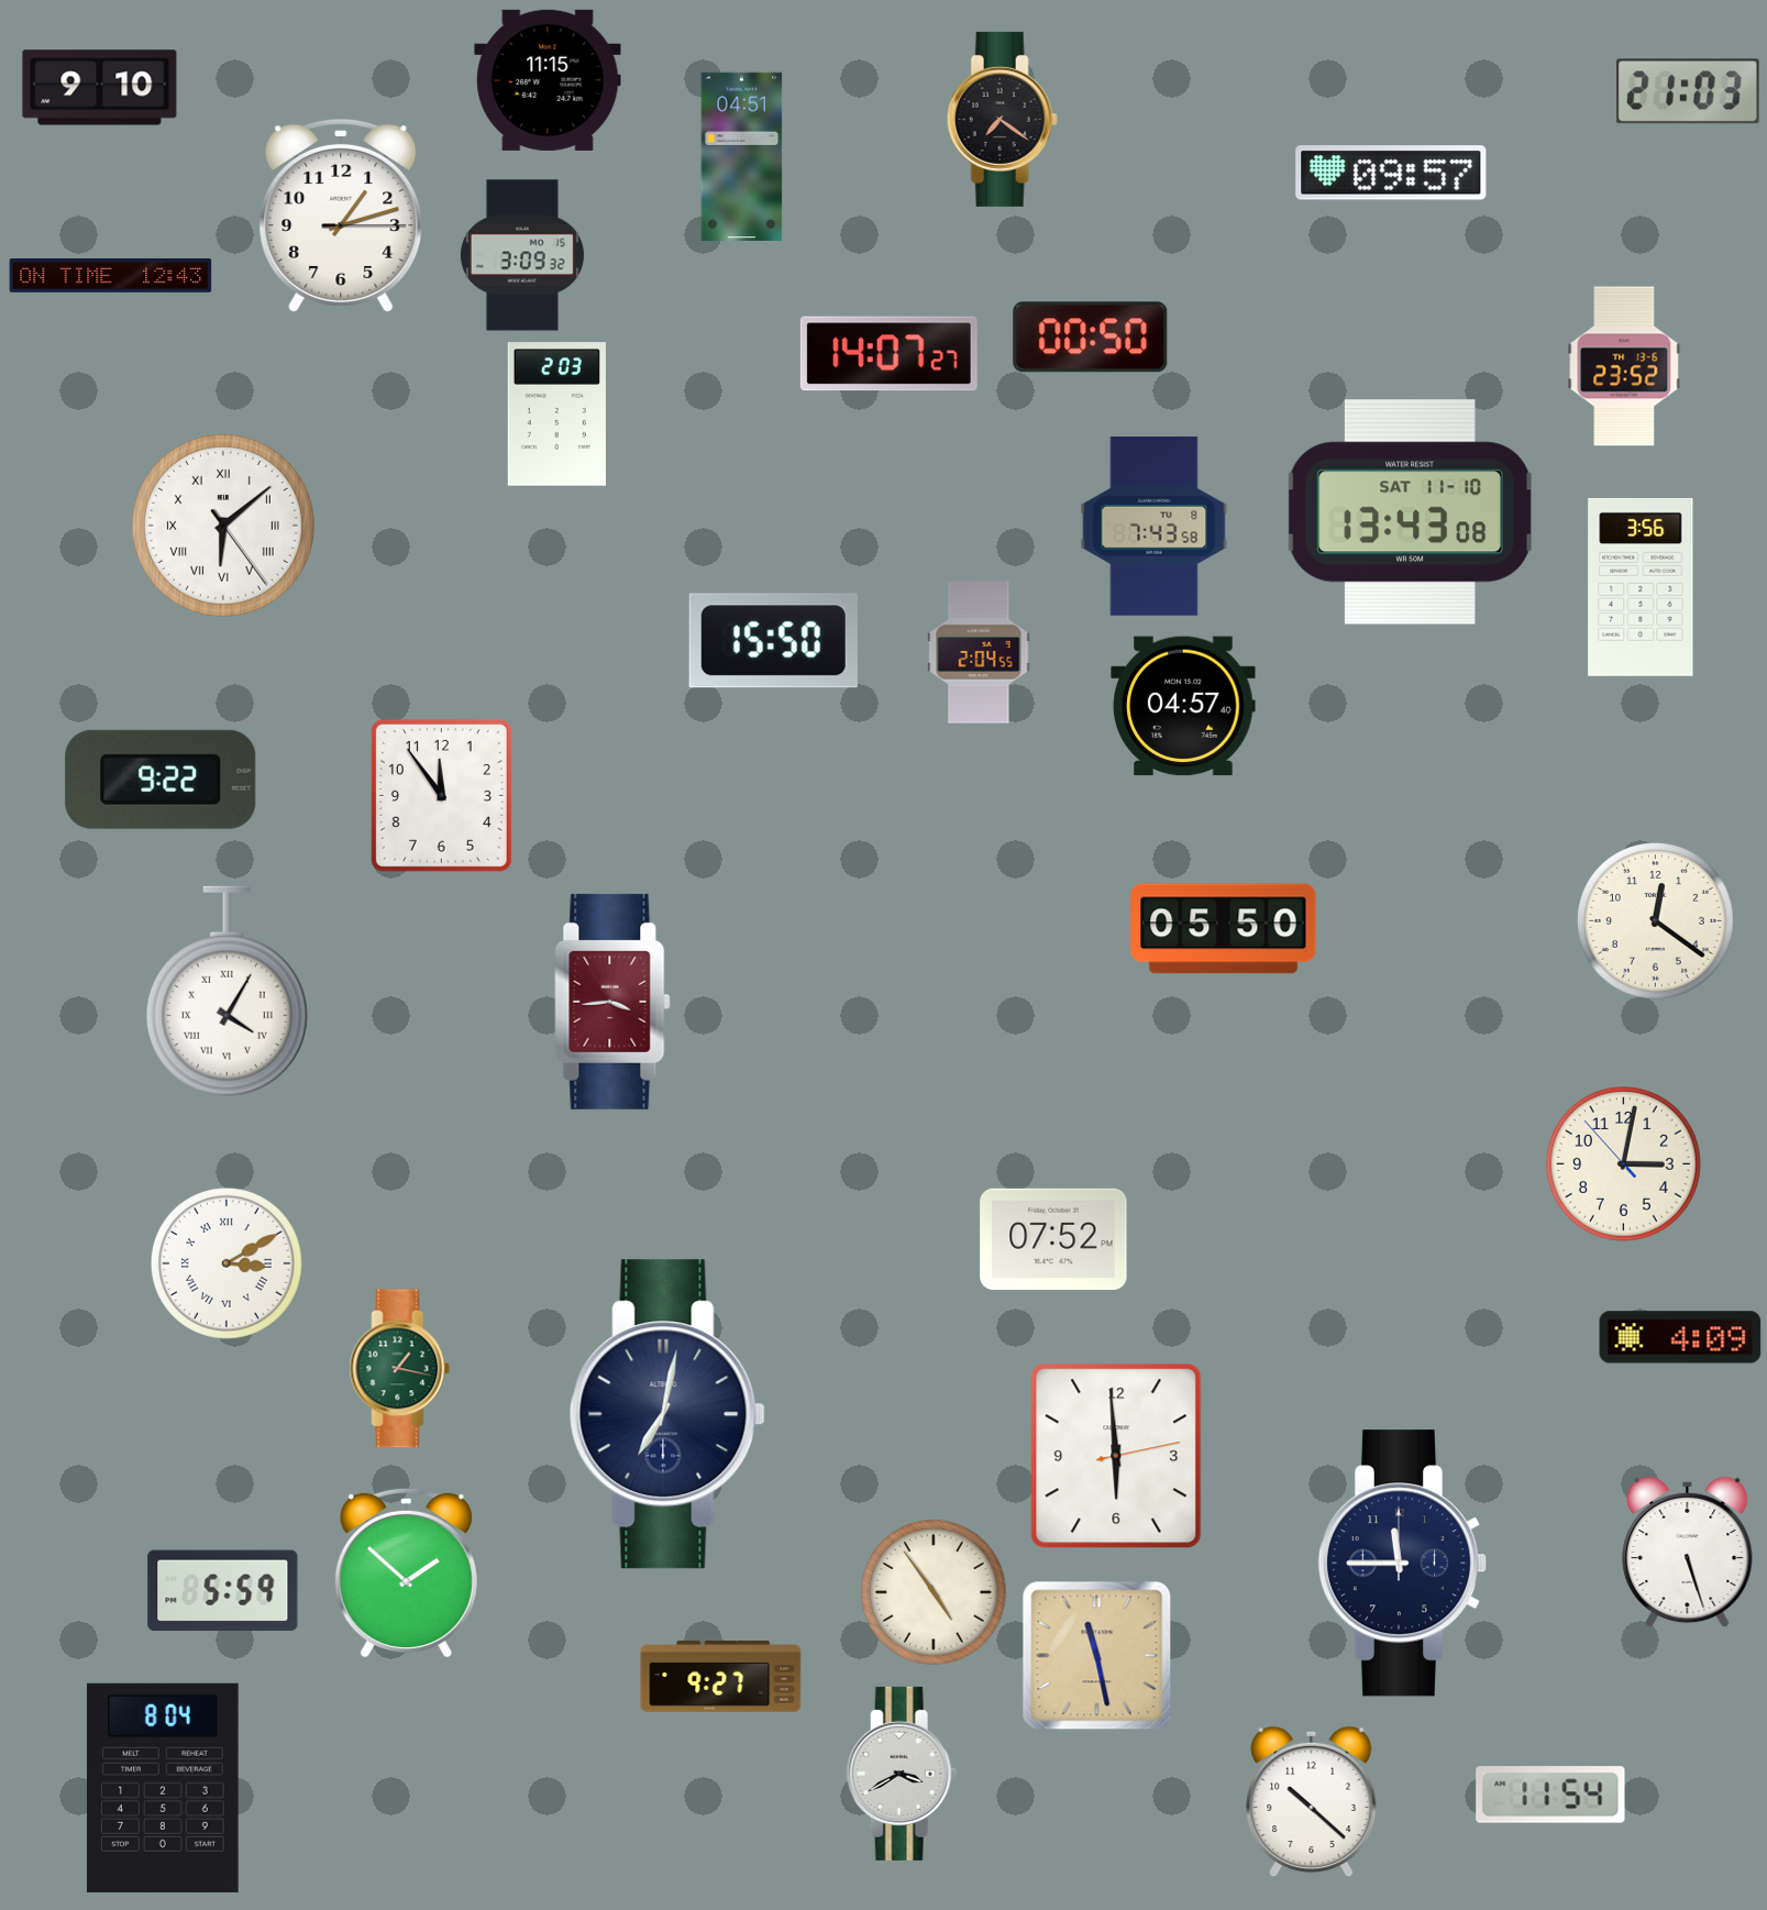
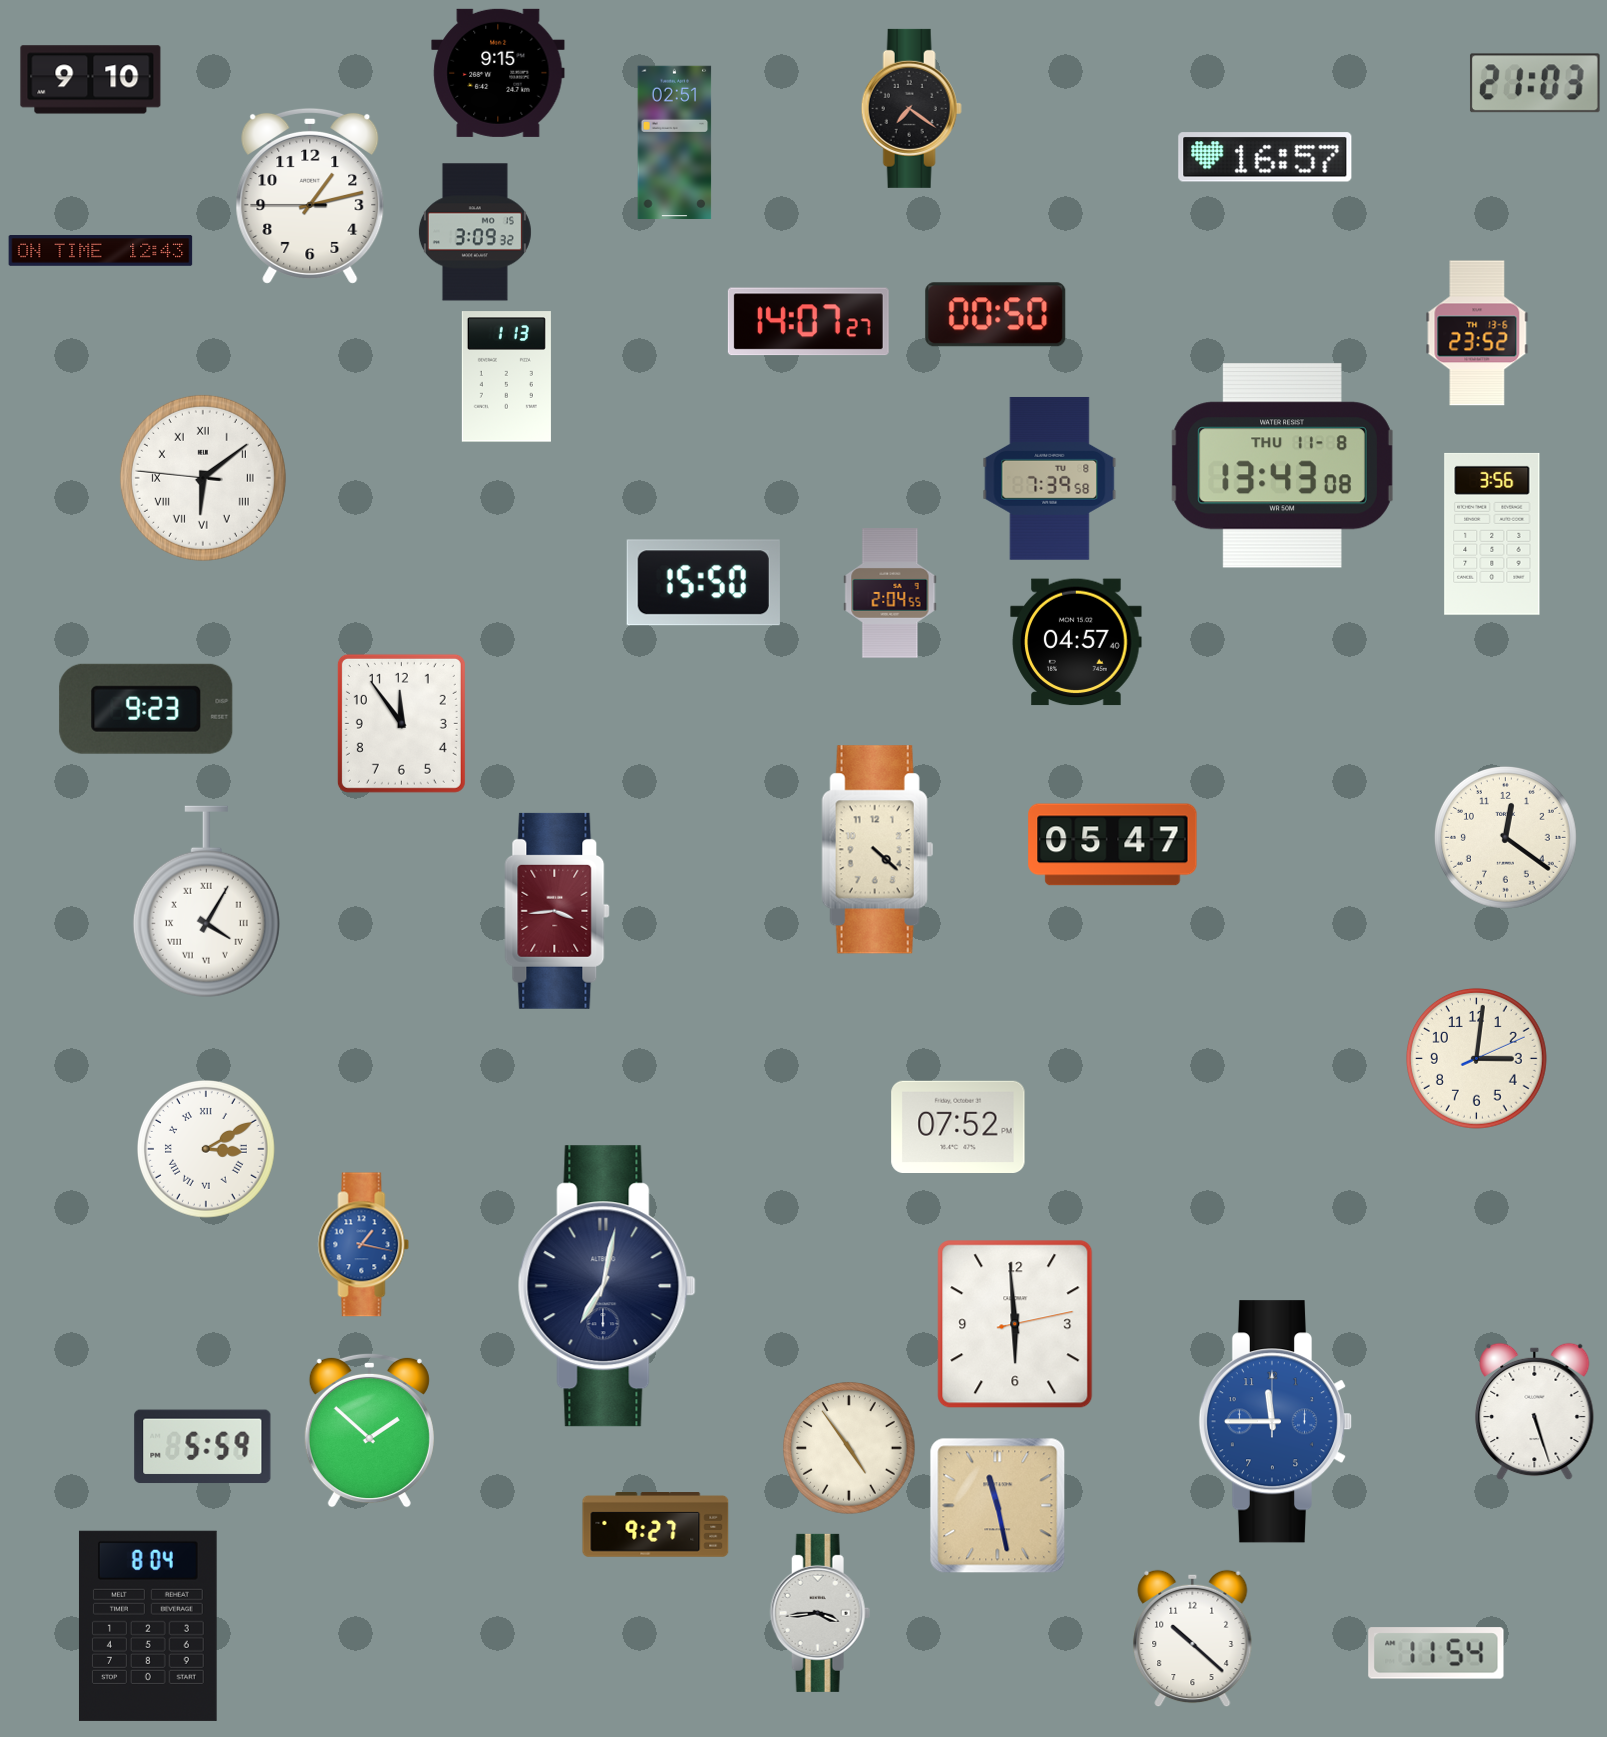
clock at (548, 80): 11:15 -> 9:15
clock at (742, 157): 04:51 -> 02:51
clock at (1391, 173): 09:57 -> 16:57
clock at (341, 216): 1:12:15 -> 1:12:45
clock at (1091, 338) position: (1091, 338) -> (996, 315)
clock at (556, 415): 2:03 -> 1:13
clock at (1411, 512) date: SAT 11-10 -> THU 11-8
clock at (223, 526): 6:08:24 -> 6:08:46
clock at (1155, 526): 7:43 -> 7:39
clock at (161, 780): 9:22 -> 9:23
clock at (1224, 929): 05:50 -> 05:47
clock at (878, 850): none -> 4:22
clock at (1623, 1163): 3:01:53 -> 3:01:11
clock at (1680, 1337): 4:09 -> none
clock at (400, 1369) dial: green -> blue
clock at (1403, 1564) dial: navy -> blue
clock at (902, 1774): 3:40 -> 3:44
clock at (1550, 1795) position: (1550, 1795) -> (1436, 1653)
